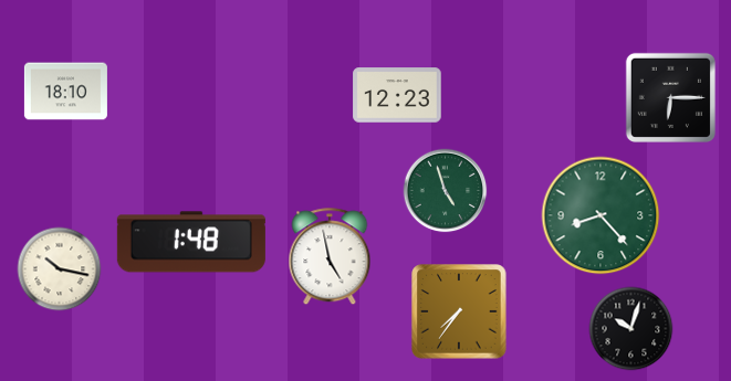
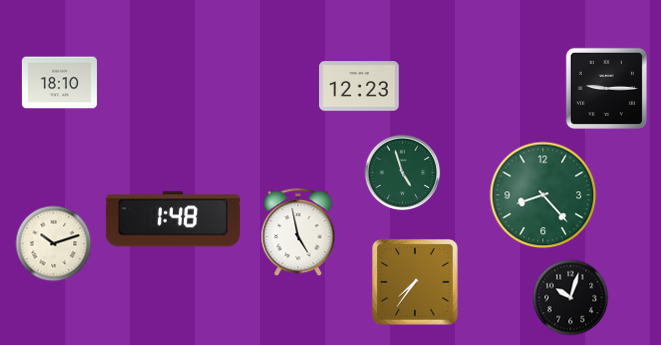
clock at (670, 97): 6:15 -> 9:15
clock at (60, 269): 10:17 -> 10:12
